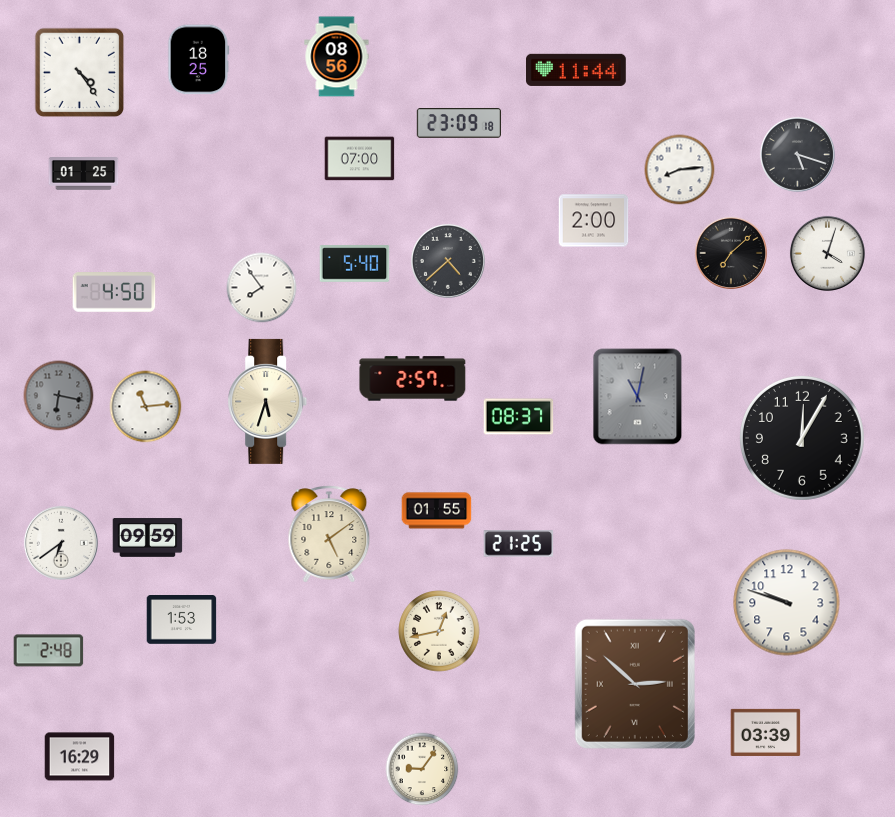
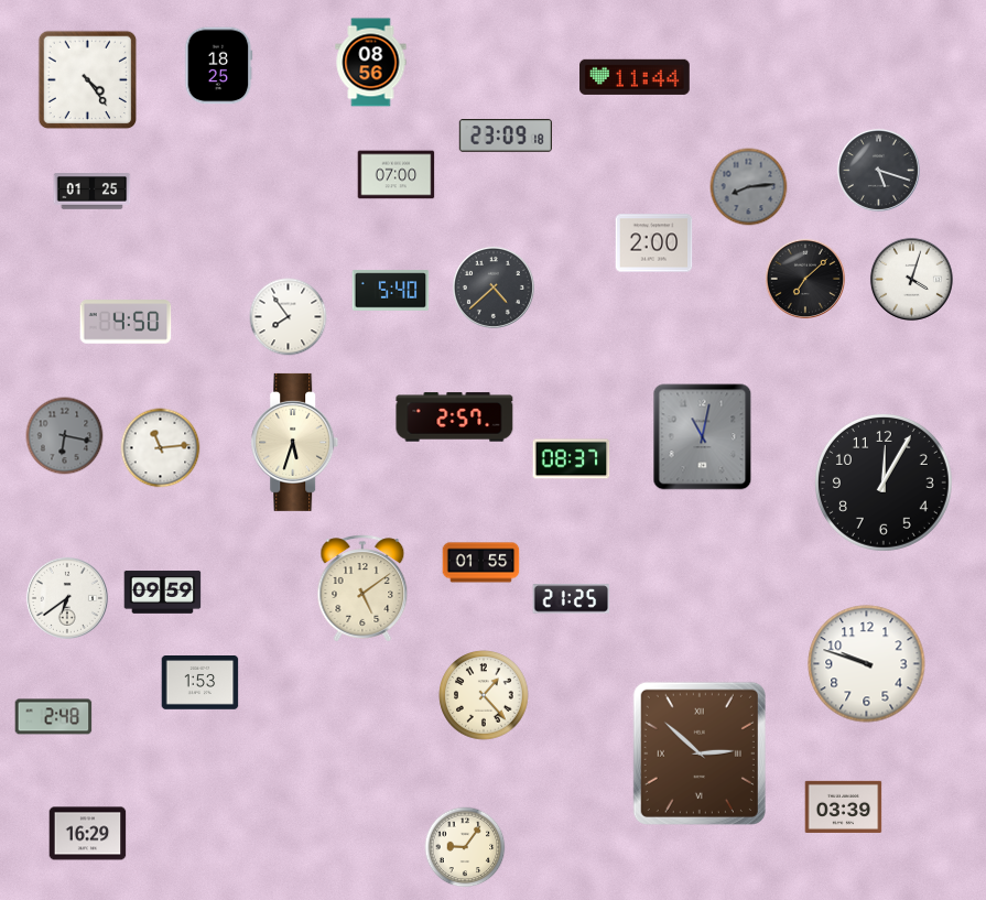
clock at (680, 170) dial: white -> grey
clock at (439, 631): 12:43 -> 1:23
